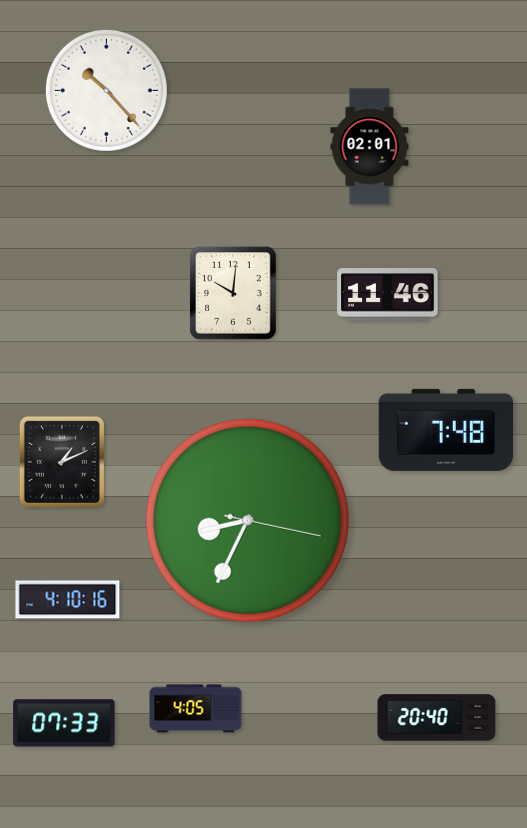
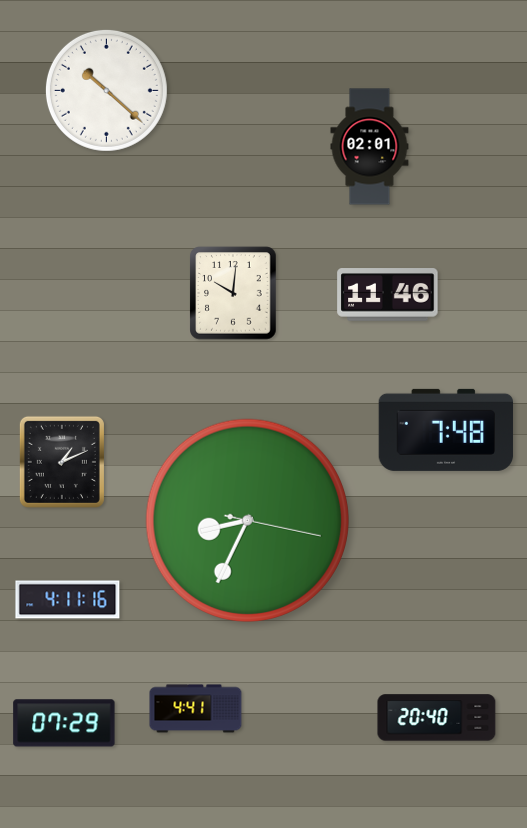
clock at (106, 90): 10:23 -> 10:22
clock at (68, 600): 4:10 -> 4:11
clock at (196, 709): 4:05 -> 4:41
clock at (64, 723): 07:33 -> 07:29
